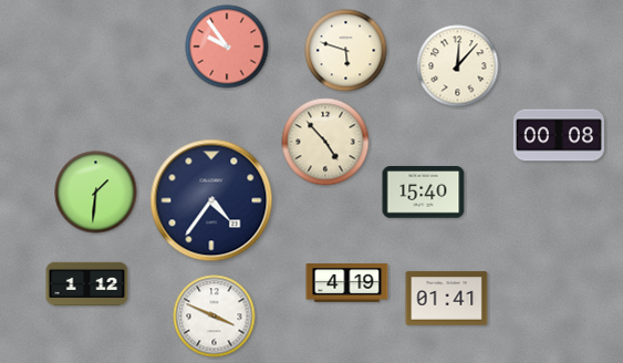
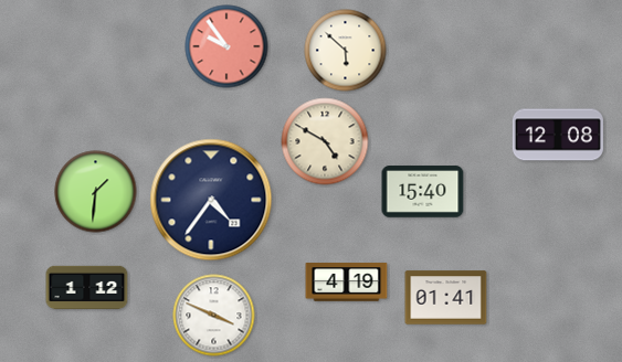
clock at (346, 51): 5:48 -> 5:52
clock at (458, 66): 12:07 -> none
clock at (559, 135): 00:08 -> 12:08
clock at (325, 142): 4:53 -> 4:50
clock at (87, 284) position: (87, 284) -> (87, 288)
